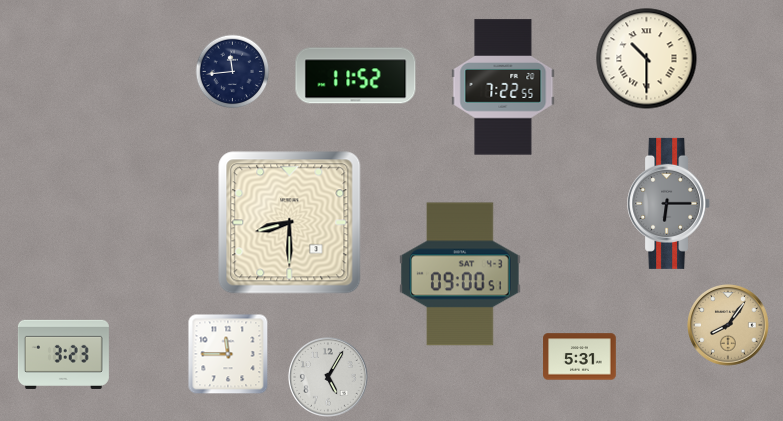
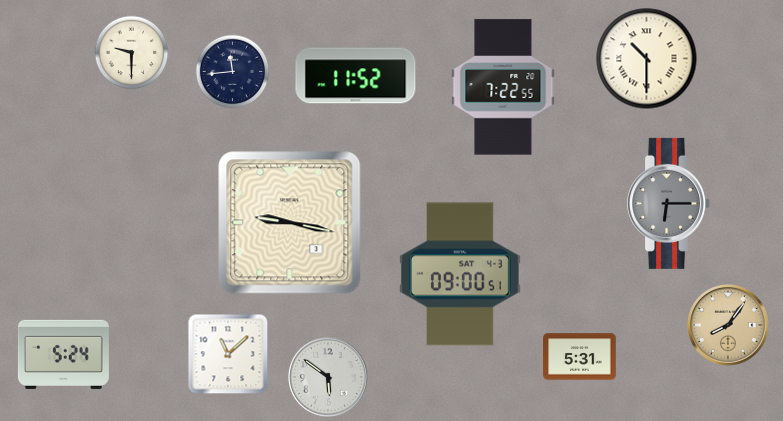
clock at (132, 53): none -> 9:30
clock at (290, 223): 8:30 -> 9:17
clock at (63, 354): 3:23 -> 5:24
clock at (228, 354): 11:45 -> 11:08
clock at (329, 378): 5:05 -> 5:51
